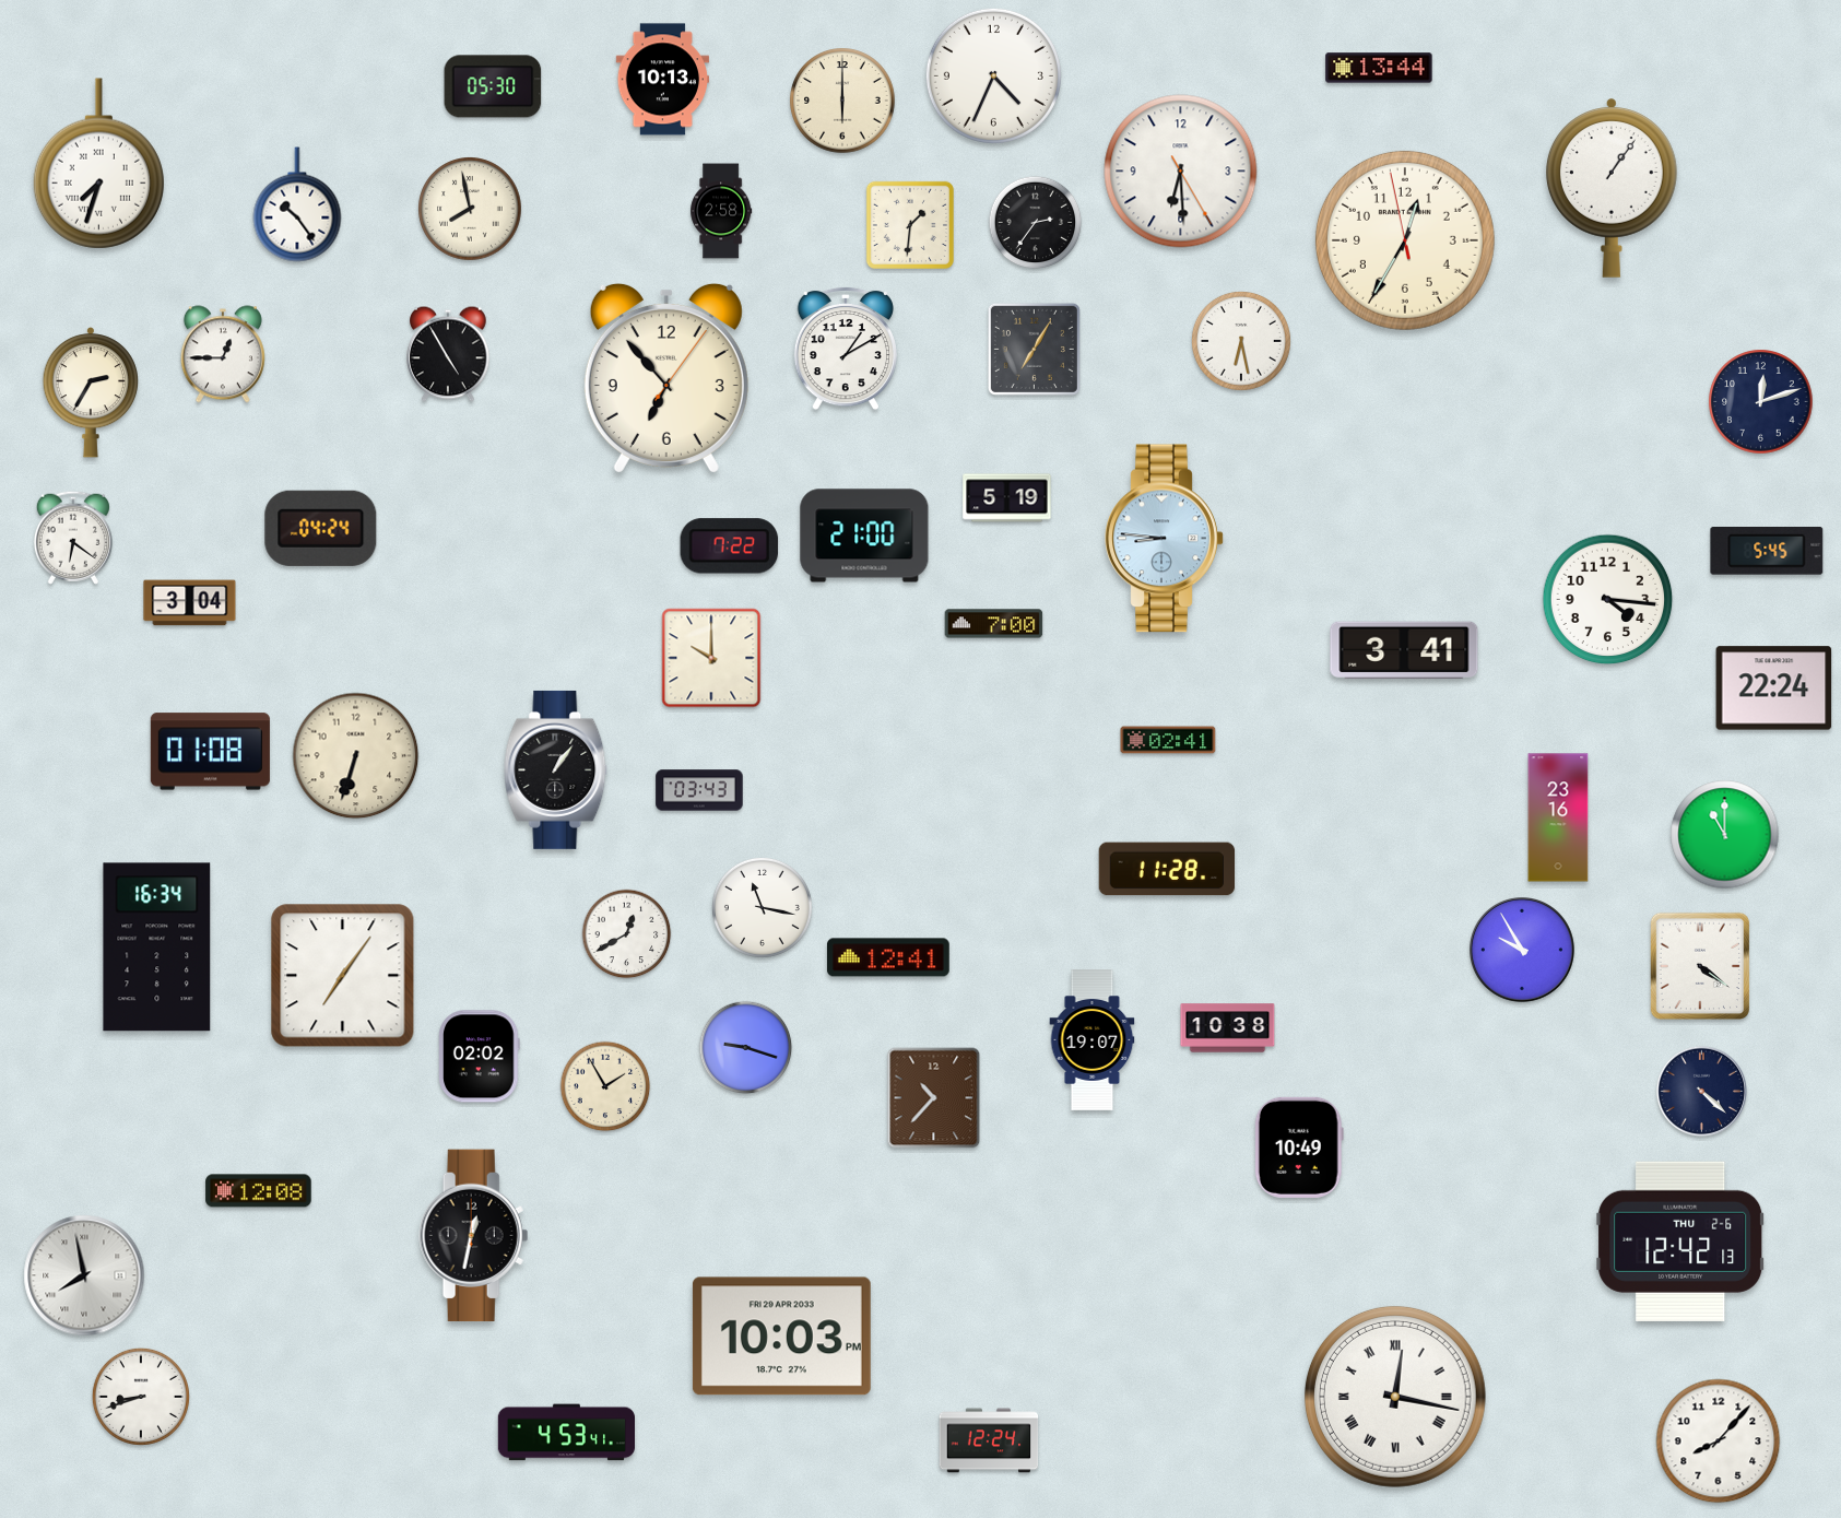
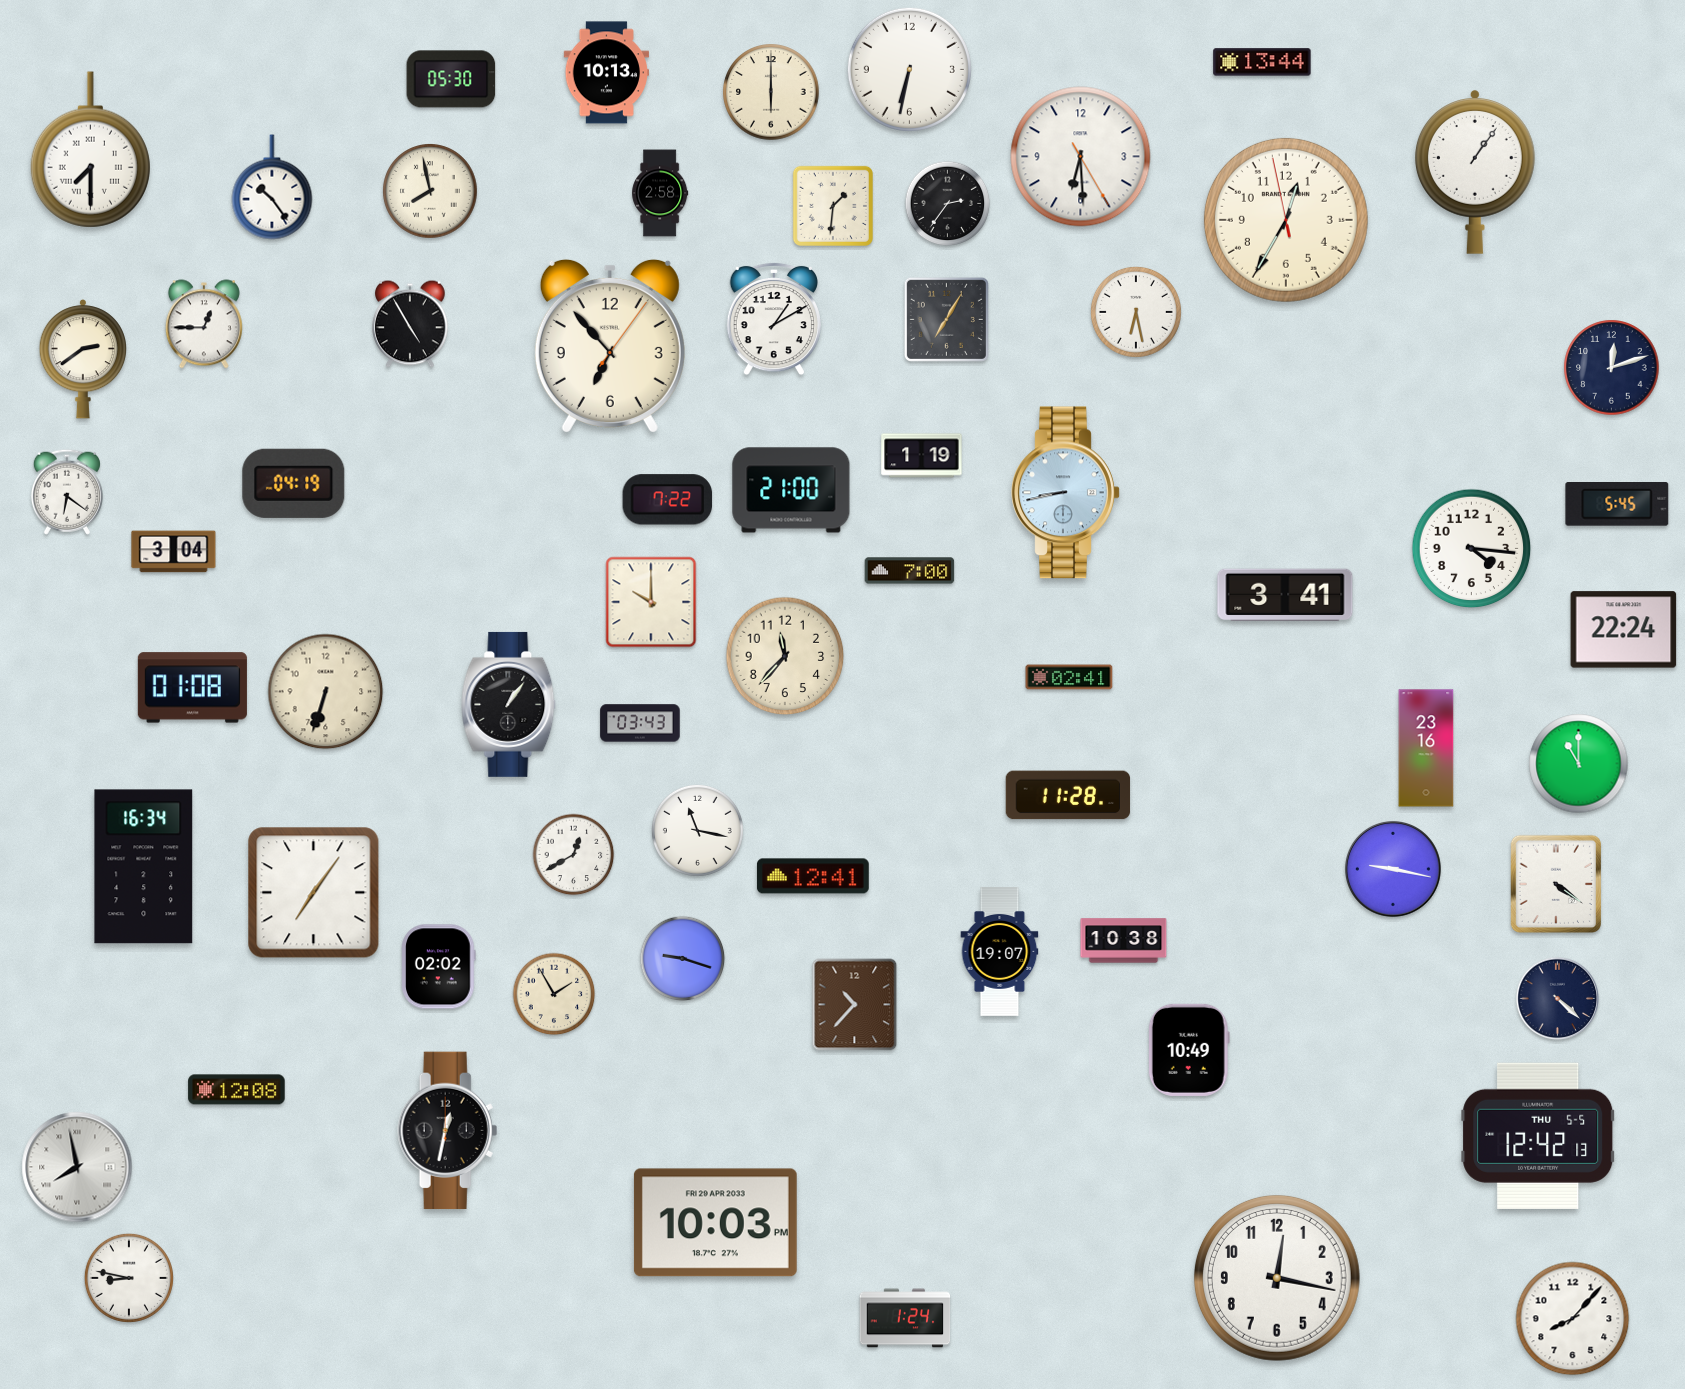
clock at (993, 75): 4:34 -> 6:32
clock at (98, 164): 7:33 -> 7:30
clock at (90, 393): 2:35 -> 2:39
clock at (1007, 498): 5:19 -> 1:19
clock at (321, 528): 04:24 -> 04:19
clock at (1165, 539): 8:46 -> 8:43
clock at (785, 656): none -> 11:37
clock at (1523, 951): 9:55 -> 9:17
clock at (474, 1236) position: (474, 1236) -> (448, 1131)
clock at (1680, 1242) date: THU 2-6 -> THU 5-5
clock at (141, 1397): 8:42 -> 8:47
clock at (1395, 1397) numerals: Roman -> Arabic
clock at (566, 1433): 4:53 -> none
clock at (989, 1440): 12:24 -> 1:24
